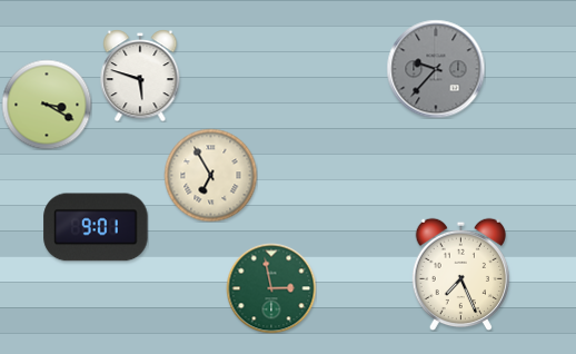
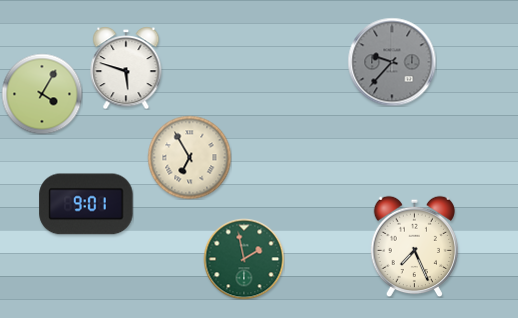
clock at (47, 105): 3:20 -> 4:05
clock at (271, 288): 2:58 -> 1:58
